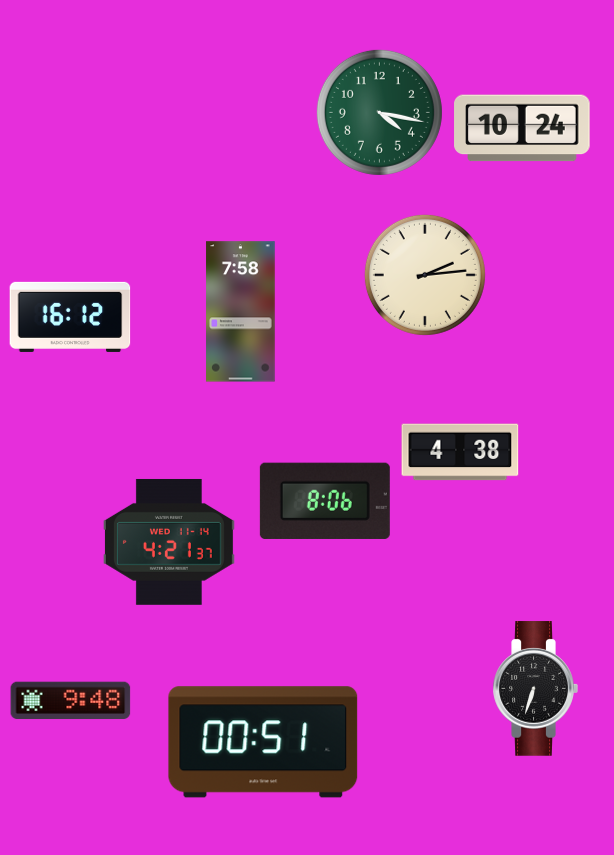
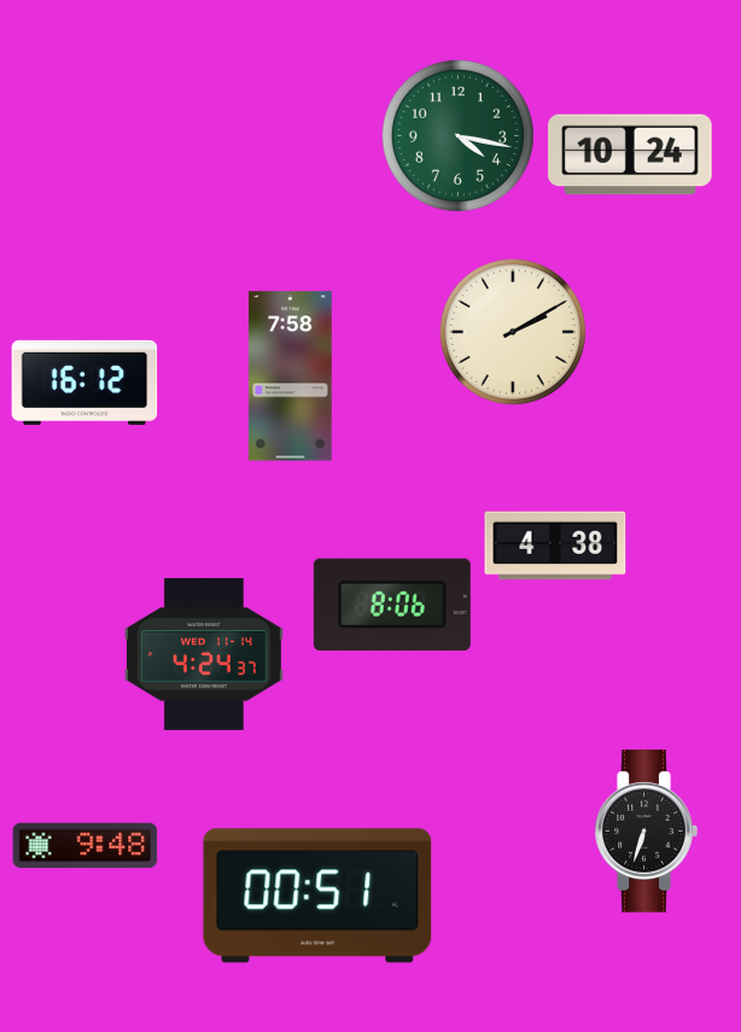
clock at (425, 275): 2:14 -> 2:10
clock at (169, 542): 4:21 -> 4:24
